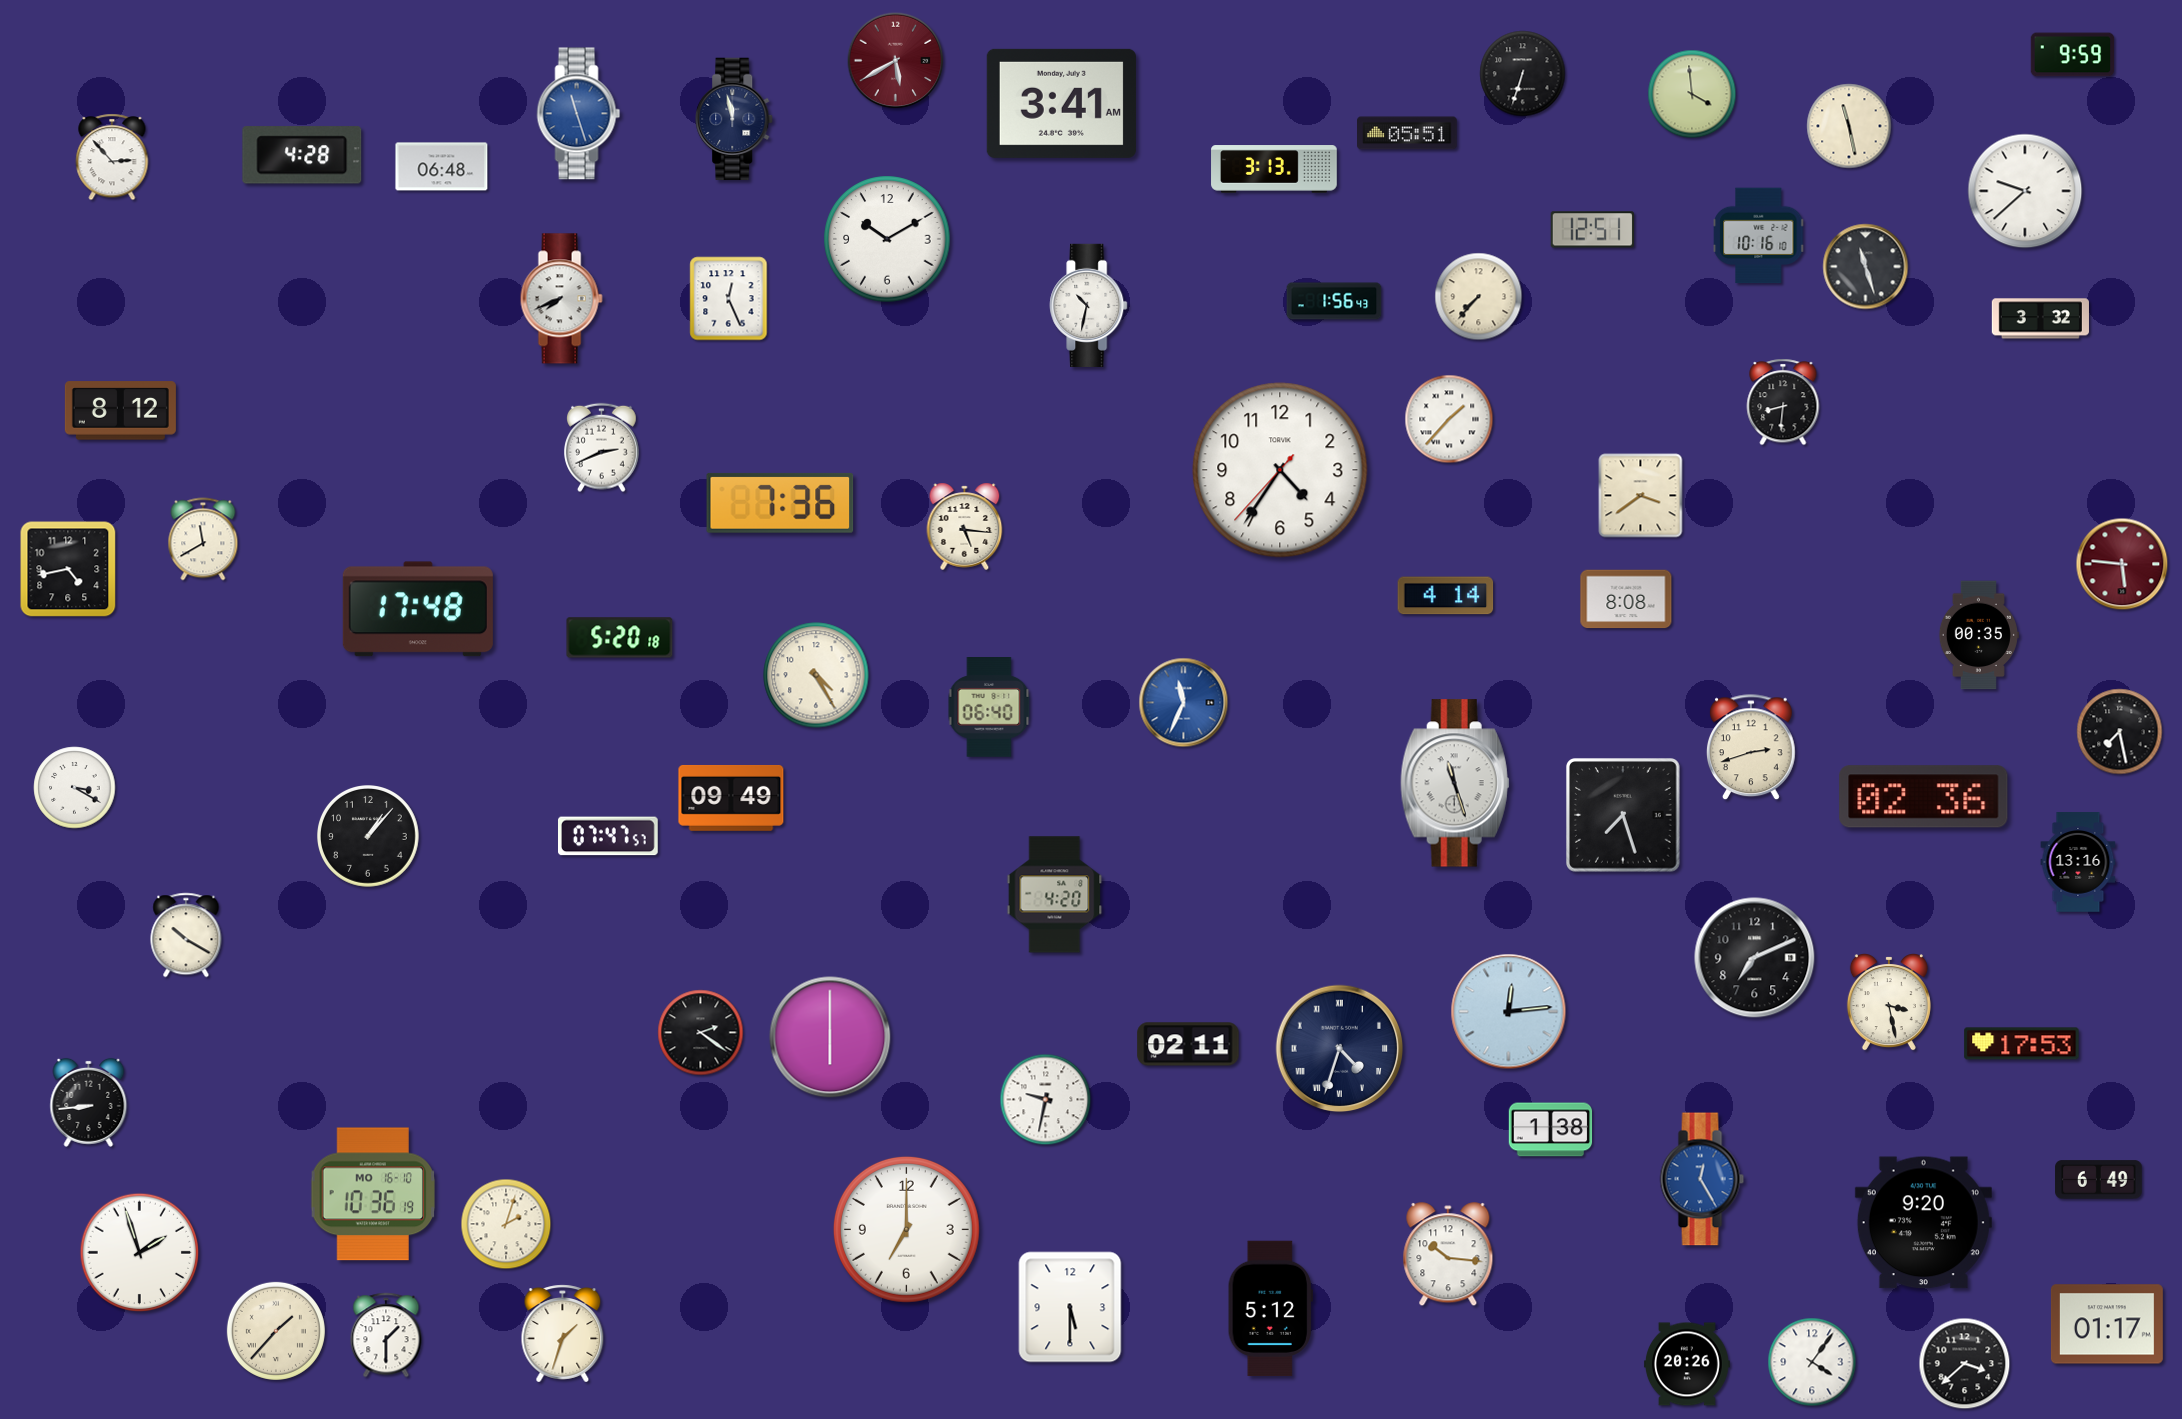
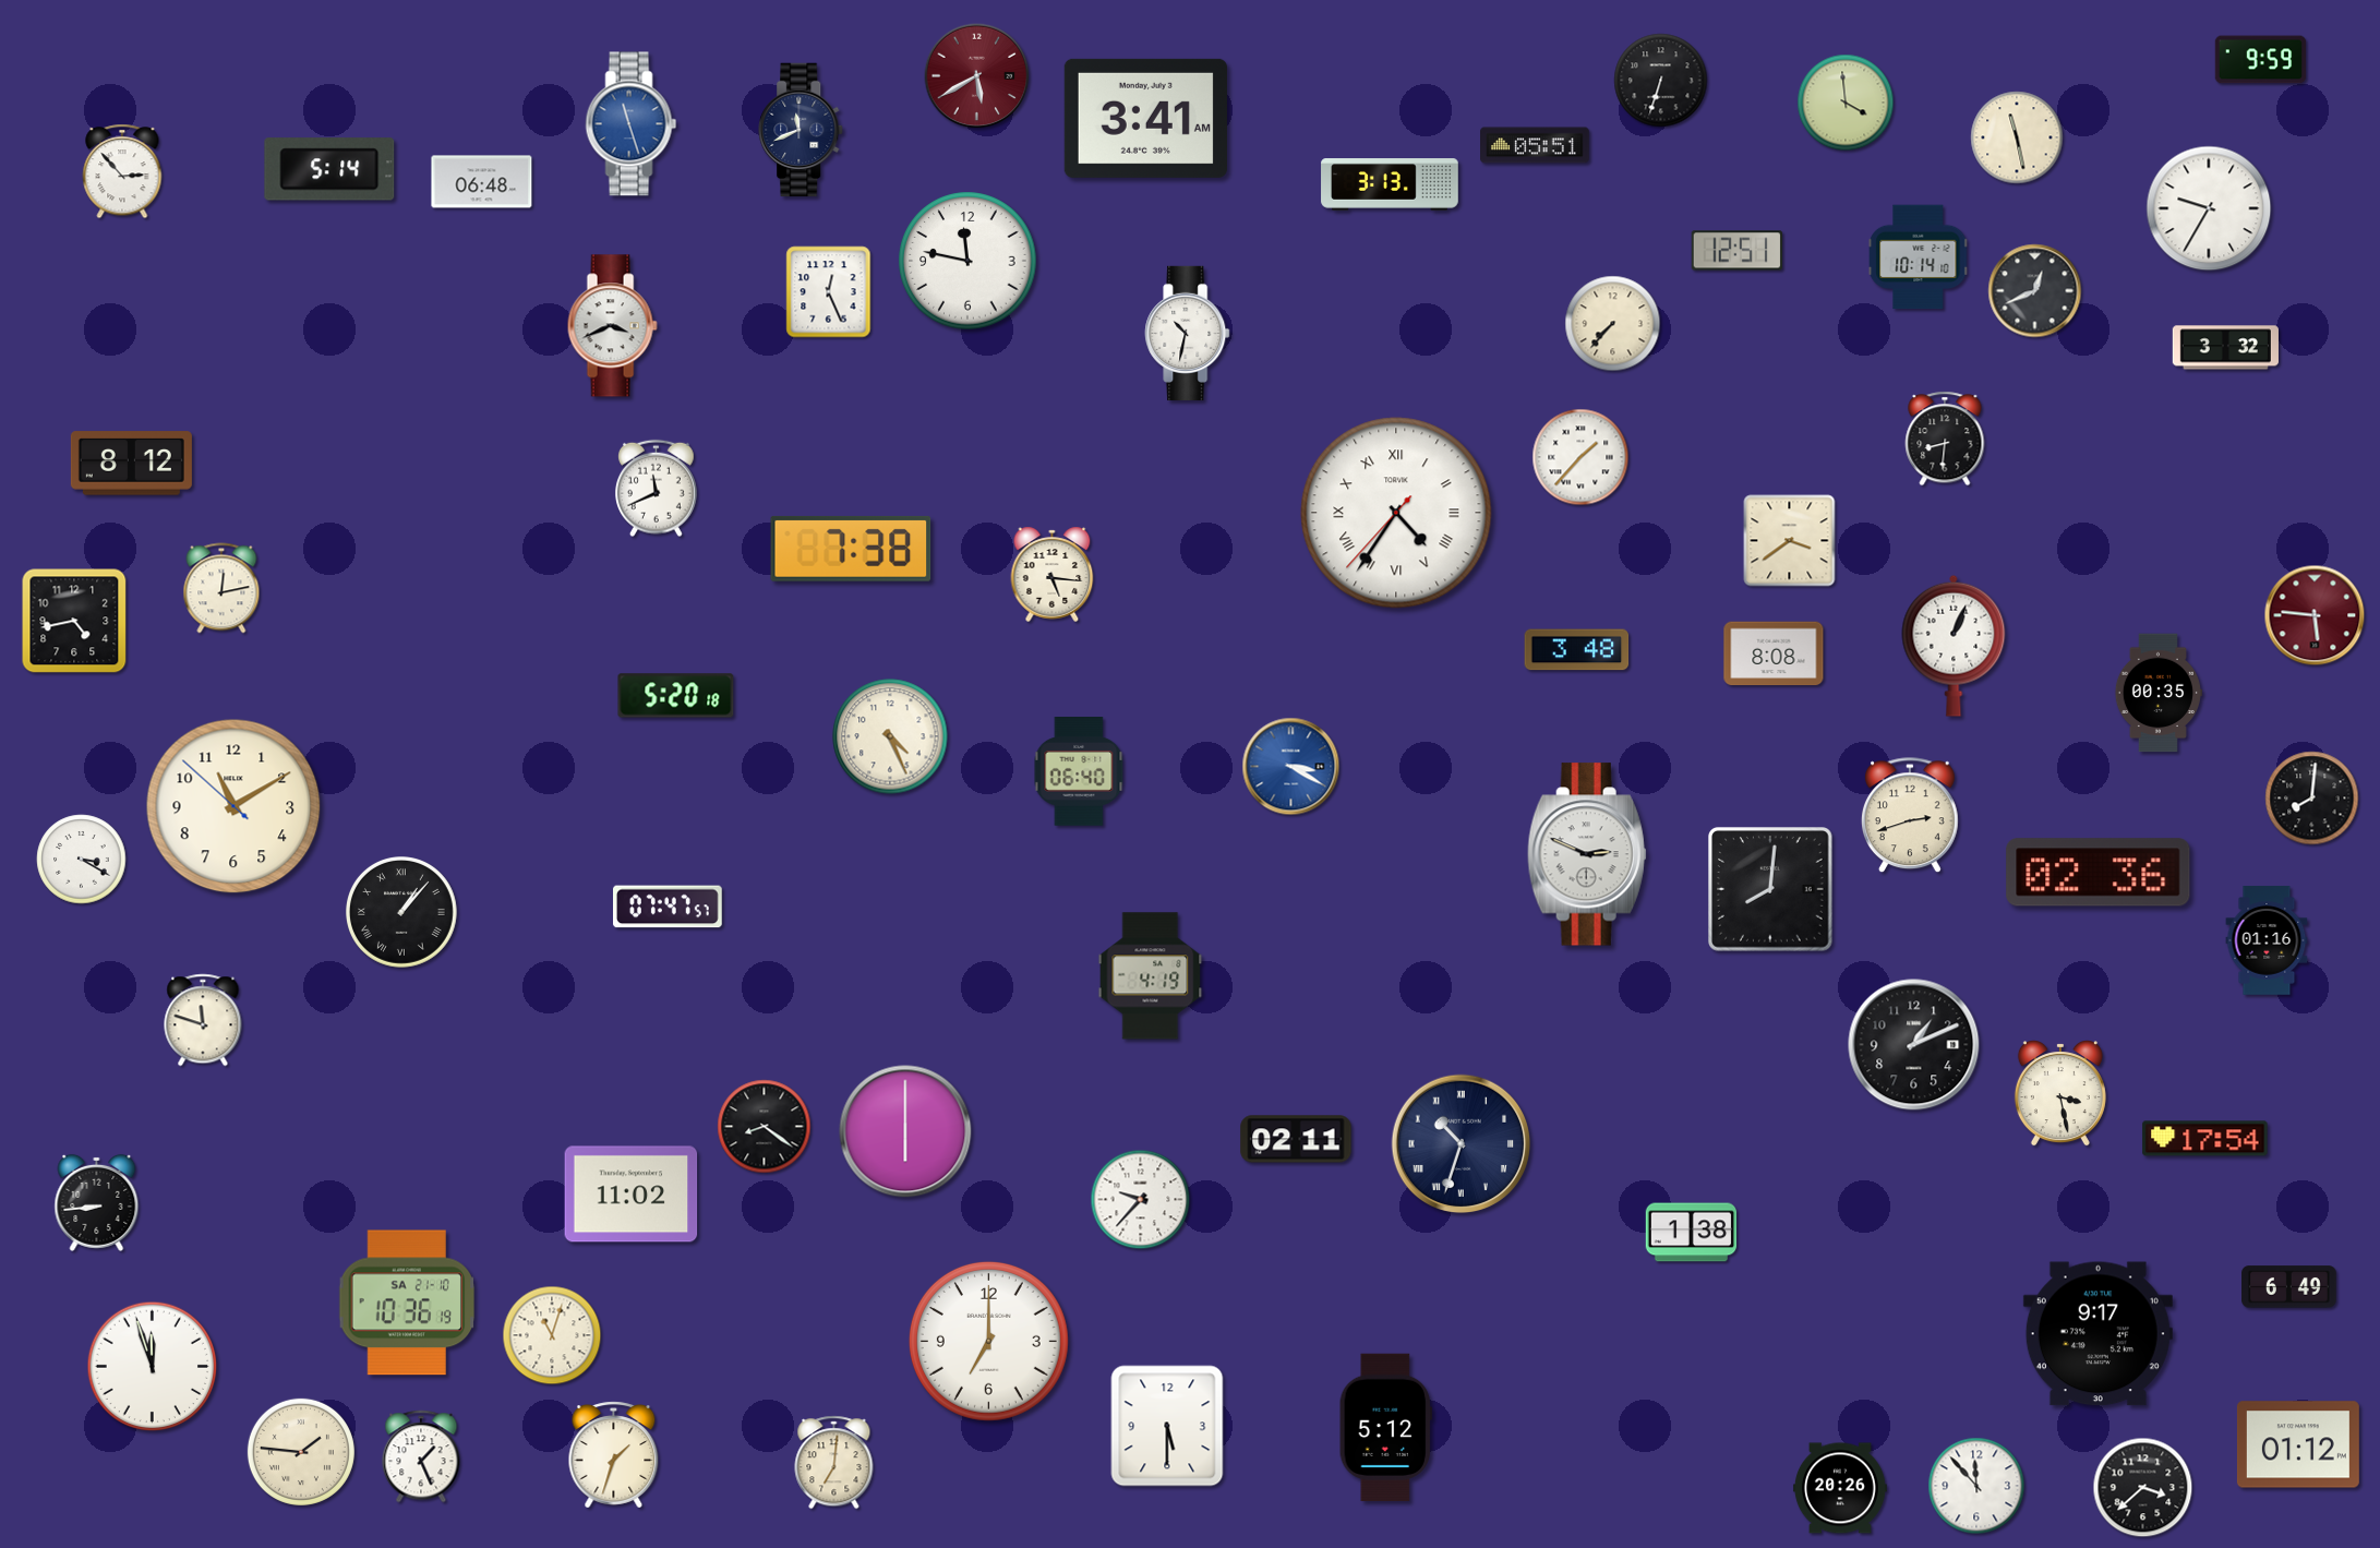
clock at (896, 61) position: (896, 61) -> (977, 76)
clock at (1061, 103) position: (1061, 103) -> (1145, 118)
clock at (735, 119): 11:58 -> 11:41
clock at (302, 155): 4:28 -> 5:14
clock at (2025, 191): 9:38 -> 9:35
clock at (1759, 236): 10:16 -> 10:14
clock at (887, 239): 10:10 -> 11:47
clock at (1866, 267): 11:27 -> 12:41
clock at (561, 299): 7:41 -> 3:41
clock at (729, 299) position: (729, 299) -> (829, 292)
clock at (1334, 301): 1:56 -> none
clock at (120, 411) position: (120, 411) -> (131, 464)
clock at (602, 448): 2:41 -> 11:41
clock at (1280, 470) numerals: Arabic -> Roman
clock at (780, 503): 7:36 -> 7:38
clock at (203, 539): 11:40 -> 12:13
clock at (1954, 646): none -> 1:04
clock at (1446, 596): 4:14 -> 3:48
clock at (418, 609): 17:48 -> none
clock at (816, 675): 4:25 -> 4:26
clock at (1184, 703): 11:34 -> 3:20
clock at (2120, 732): 7:28 -> 8:01
clock at (233, 806): none -> 11:09
clock at (1455, 783): 11:27 -> 2:49
clock at (1924, 797) position: (1924, 797) -> (2099, 873)
clock at (731, 798): 09:49 -> none
clock at (1624, 816): 7:27 -> 8:01
clock at (609, 836) position: (609, 836) -> (669, 907)
clock at (369, 837) numerals: Arabic -> Roman
clock at (2078, 862): 13:16 -> 01:16
clock at (1055, 895): 4:20 -> 4:19
clock at (186, 935): 10:20 -> 11:48
clock at (1755, 958): 7:11 -> 1:11
clock at (1509, 1012): 12:14 -> none
clock at (701, 1033): 2:21 -> 8:21
clock at (2022, 1044): 17:53 -> 17:54
clock at (1340, 1049): 4:33 -> 10:33
clock at (632, 1195): none -> 11:02
clock at (1046, 1100): 9:32 -> 9:37
clock at (1702, 1179): 12:25 -> none
clock at (373, 1194) date: MO 16-10 -> SA 21-10
clock at (1923, 1223): 9:20 -> 9:17
clock at (506, 1224): 2:03 -> 11:03
clock at (140, 1253): 1:57 -> 11:57
clock at (1448, 1255): 10:16 -> none
clock at (2107, 1324): 01:17 -> 01:12
clock at (276, 1331): 1:37 -> 1:46
clock at (386, 1335): 1:30 -> 1:26
clock at (834, 1463): none -> 7:01
clock at (1812, 1362): 4:06 -> 11:53
